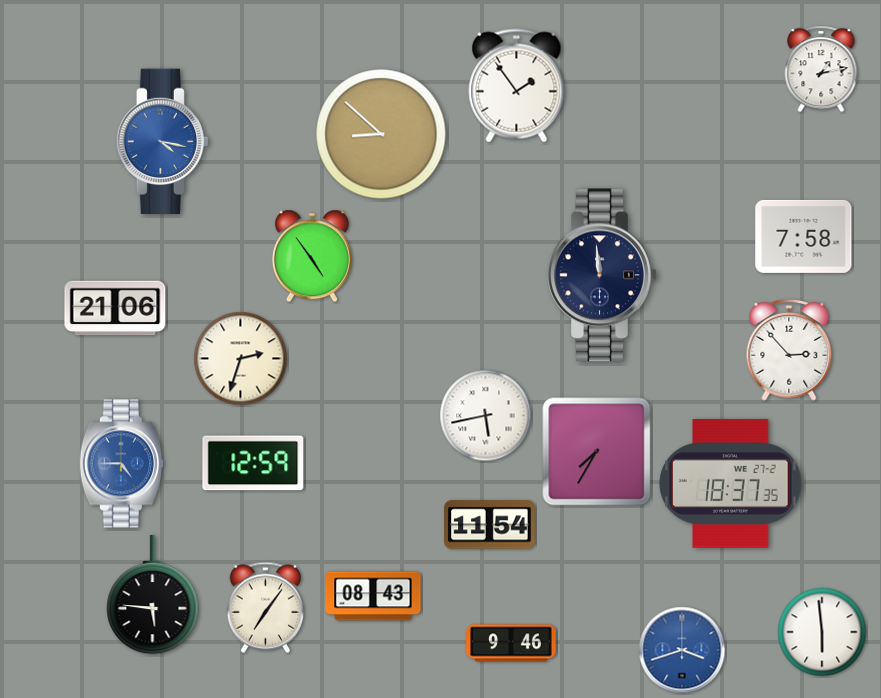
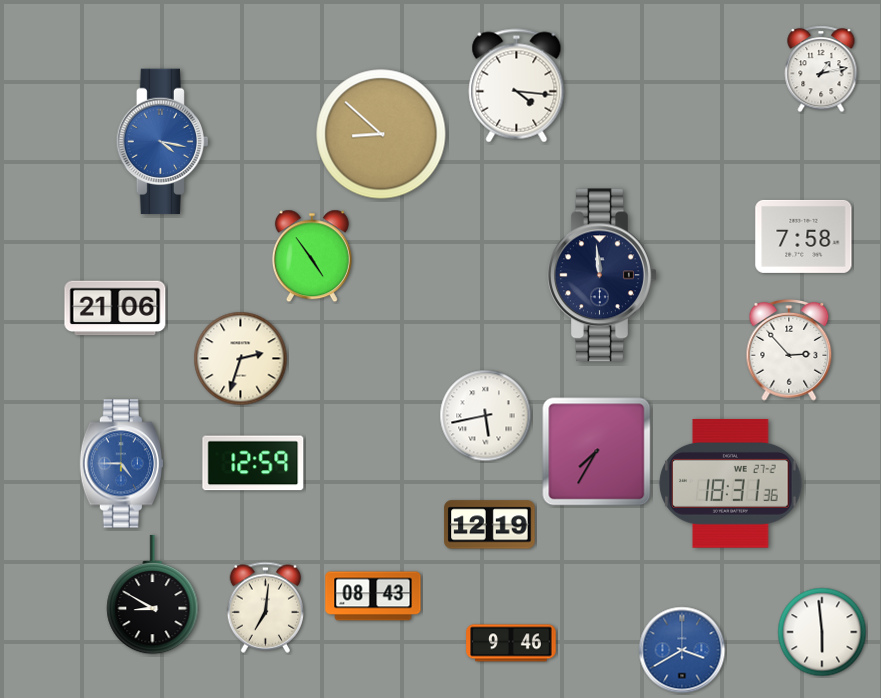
clock at (517, 86): 1:54 -> 4:16
clock at (731, 483): 18:37 -> 18:31
clock at (490, 525): 11:54 -> 12:19
clock at (153, 595): 5:46 -> 8:50
clock at (266, 607): 7:06 -> 7:01
clock at (682, 650): 3:42 -> 3:40
